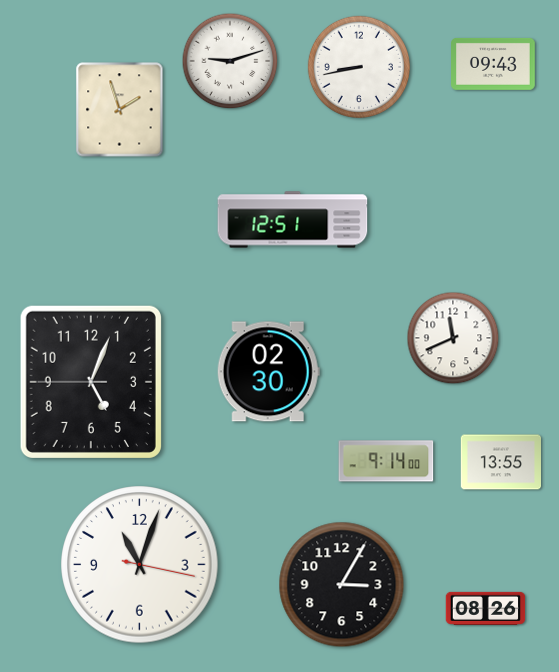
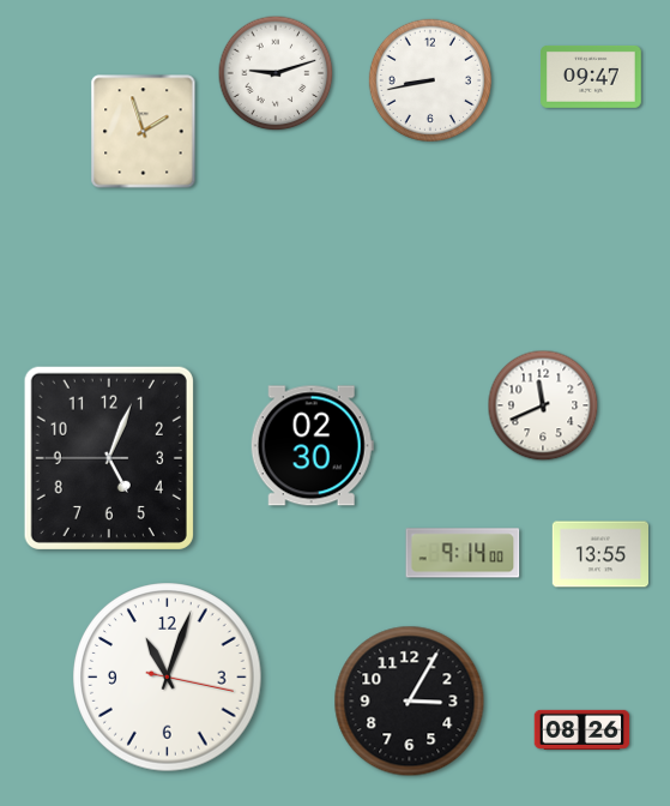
clock at (494, 64): 09:43 -> 09:47
clock at (293, 220): 12:51 -> none
clock at (268, 372) position: (268, 372) -> (312, 446)
